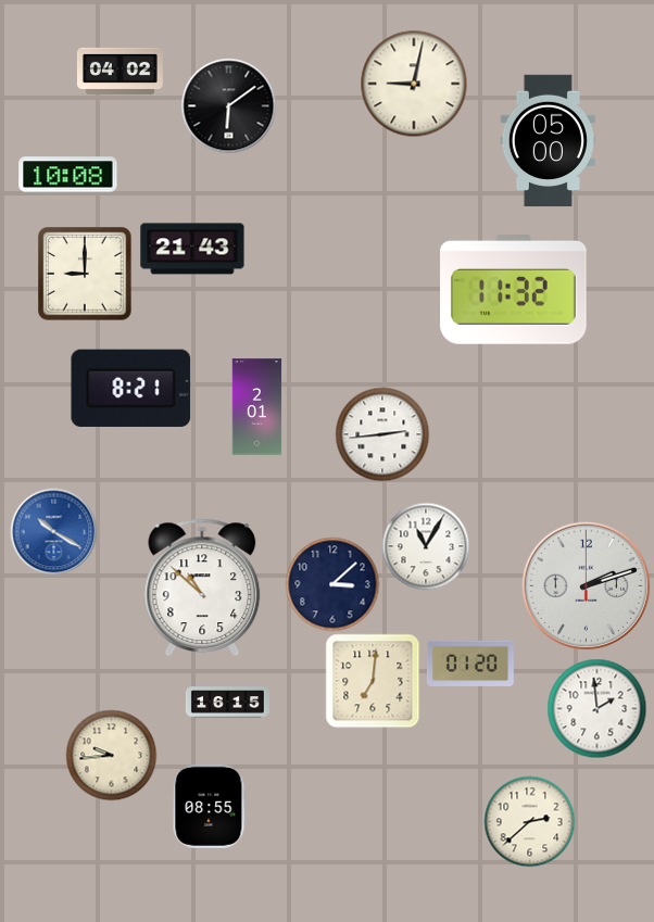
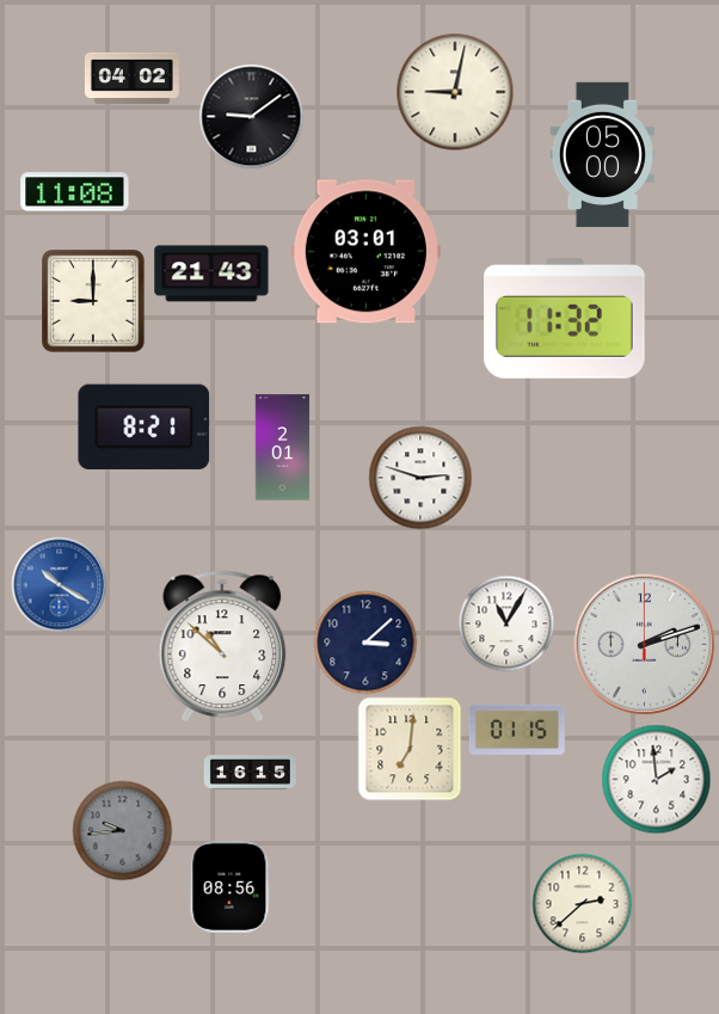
clock at (228, 105): 6:09 -> 9:09
clock at (68, 175): 10:08 -> 11:08
clock at (365, 252): none -> 03:01
clock at (382, 434): 2:44 -> 2:48
clock at (426, 546) position: (426, 546) -> (506, 623)
clock at (470, 664): 01:20 -> 01:15
clock at (111, 755) dial: cream -> grey
clock at (210, 806): 08:55 -> 08:56
